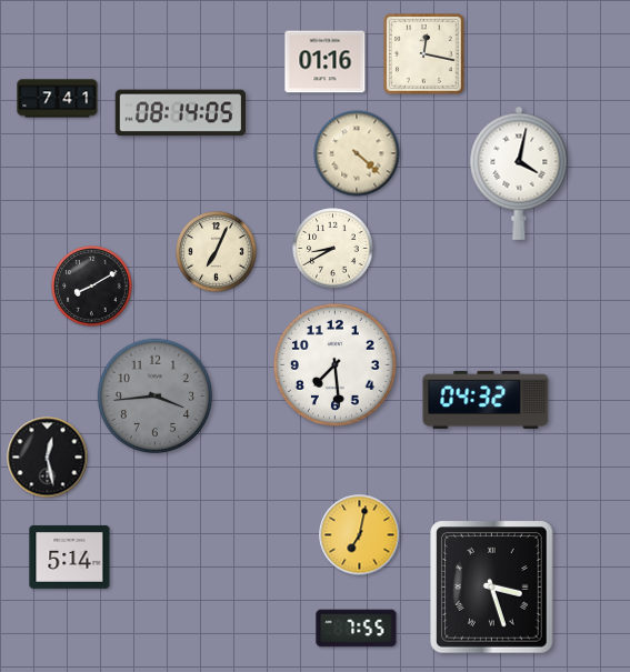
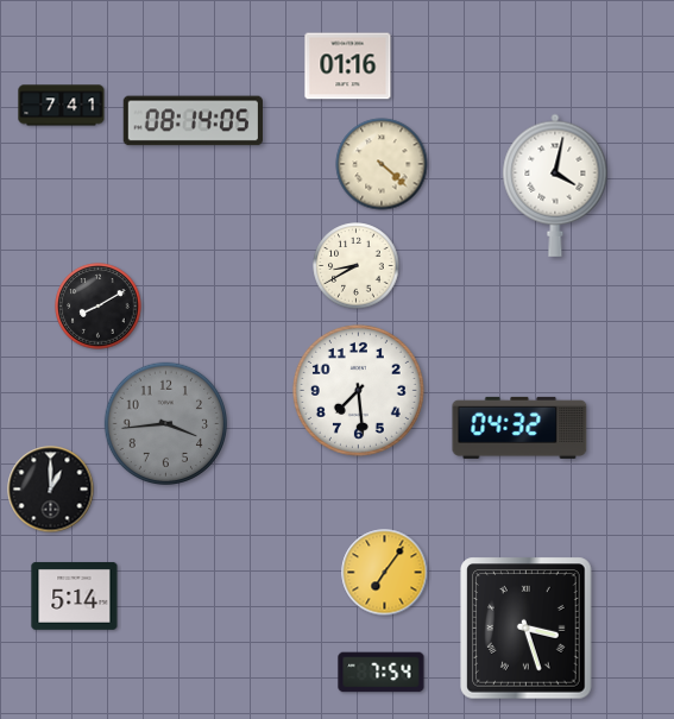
clock at (424, 54): 12:17 -> none
clock at (217, 252): 7:04 -> none
clock at (48, 458): 12:28 -> 1:00
clock at (360, 535): 7:02 -> 7:06
clock at (357, 629): 7:55 -> 7:54
